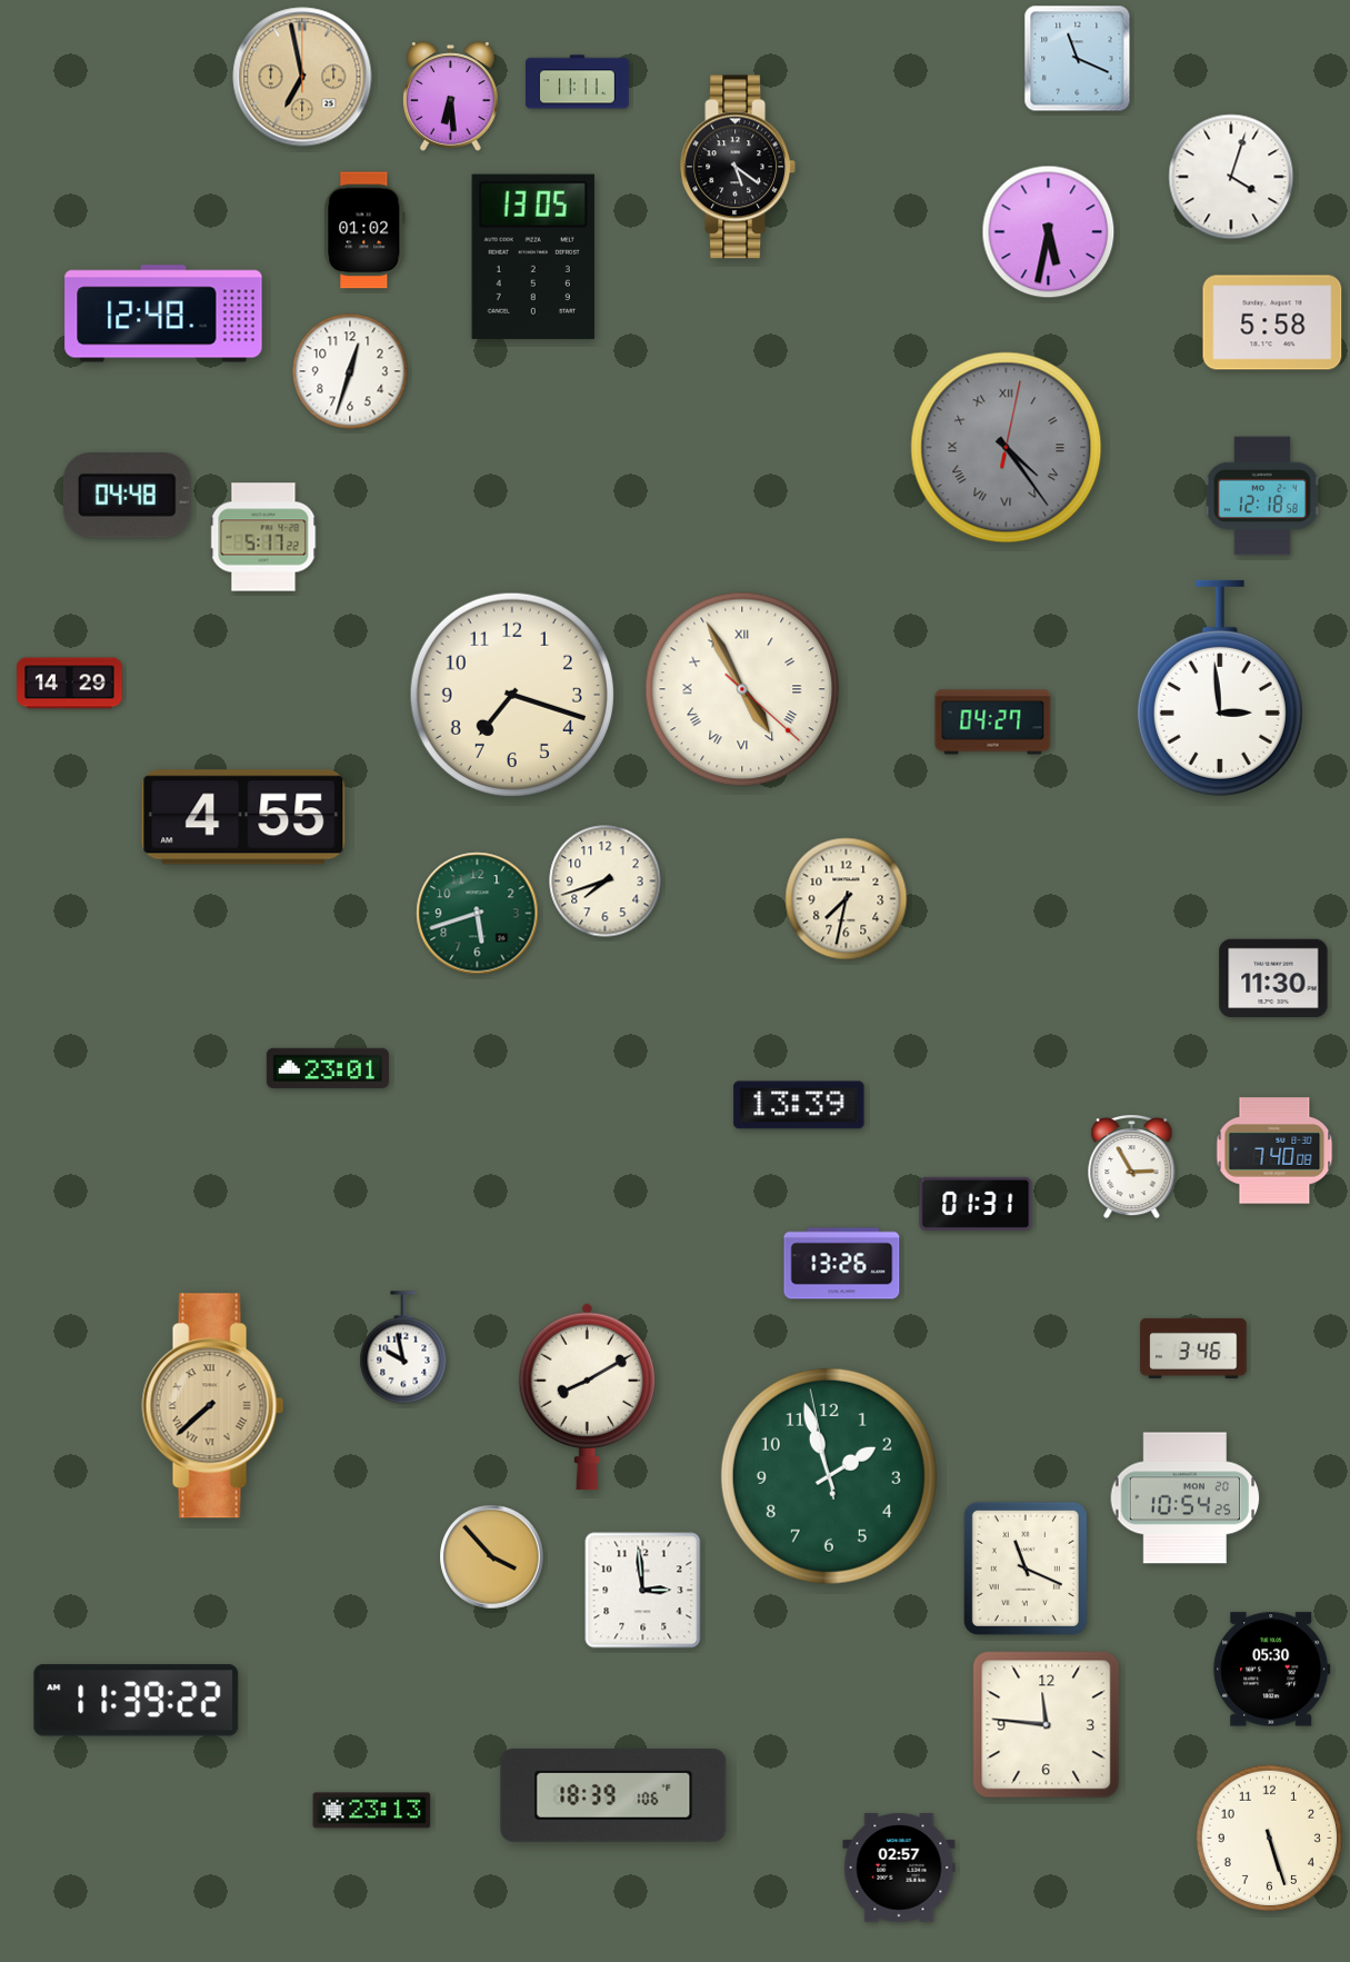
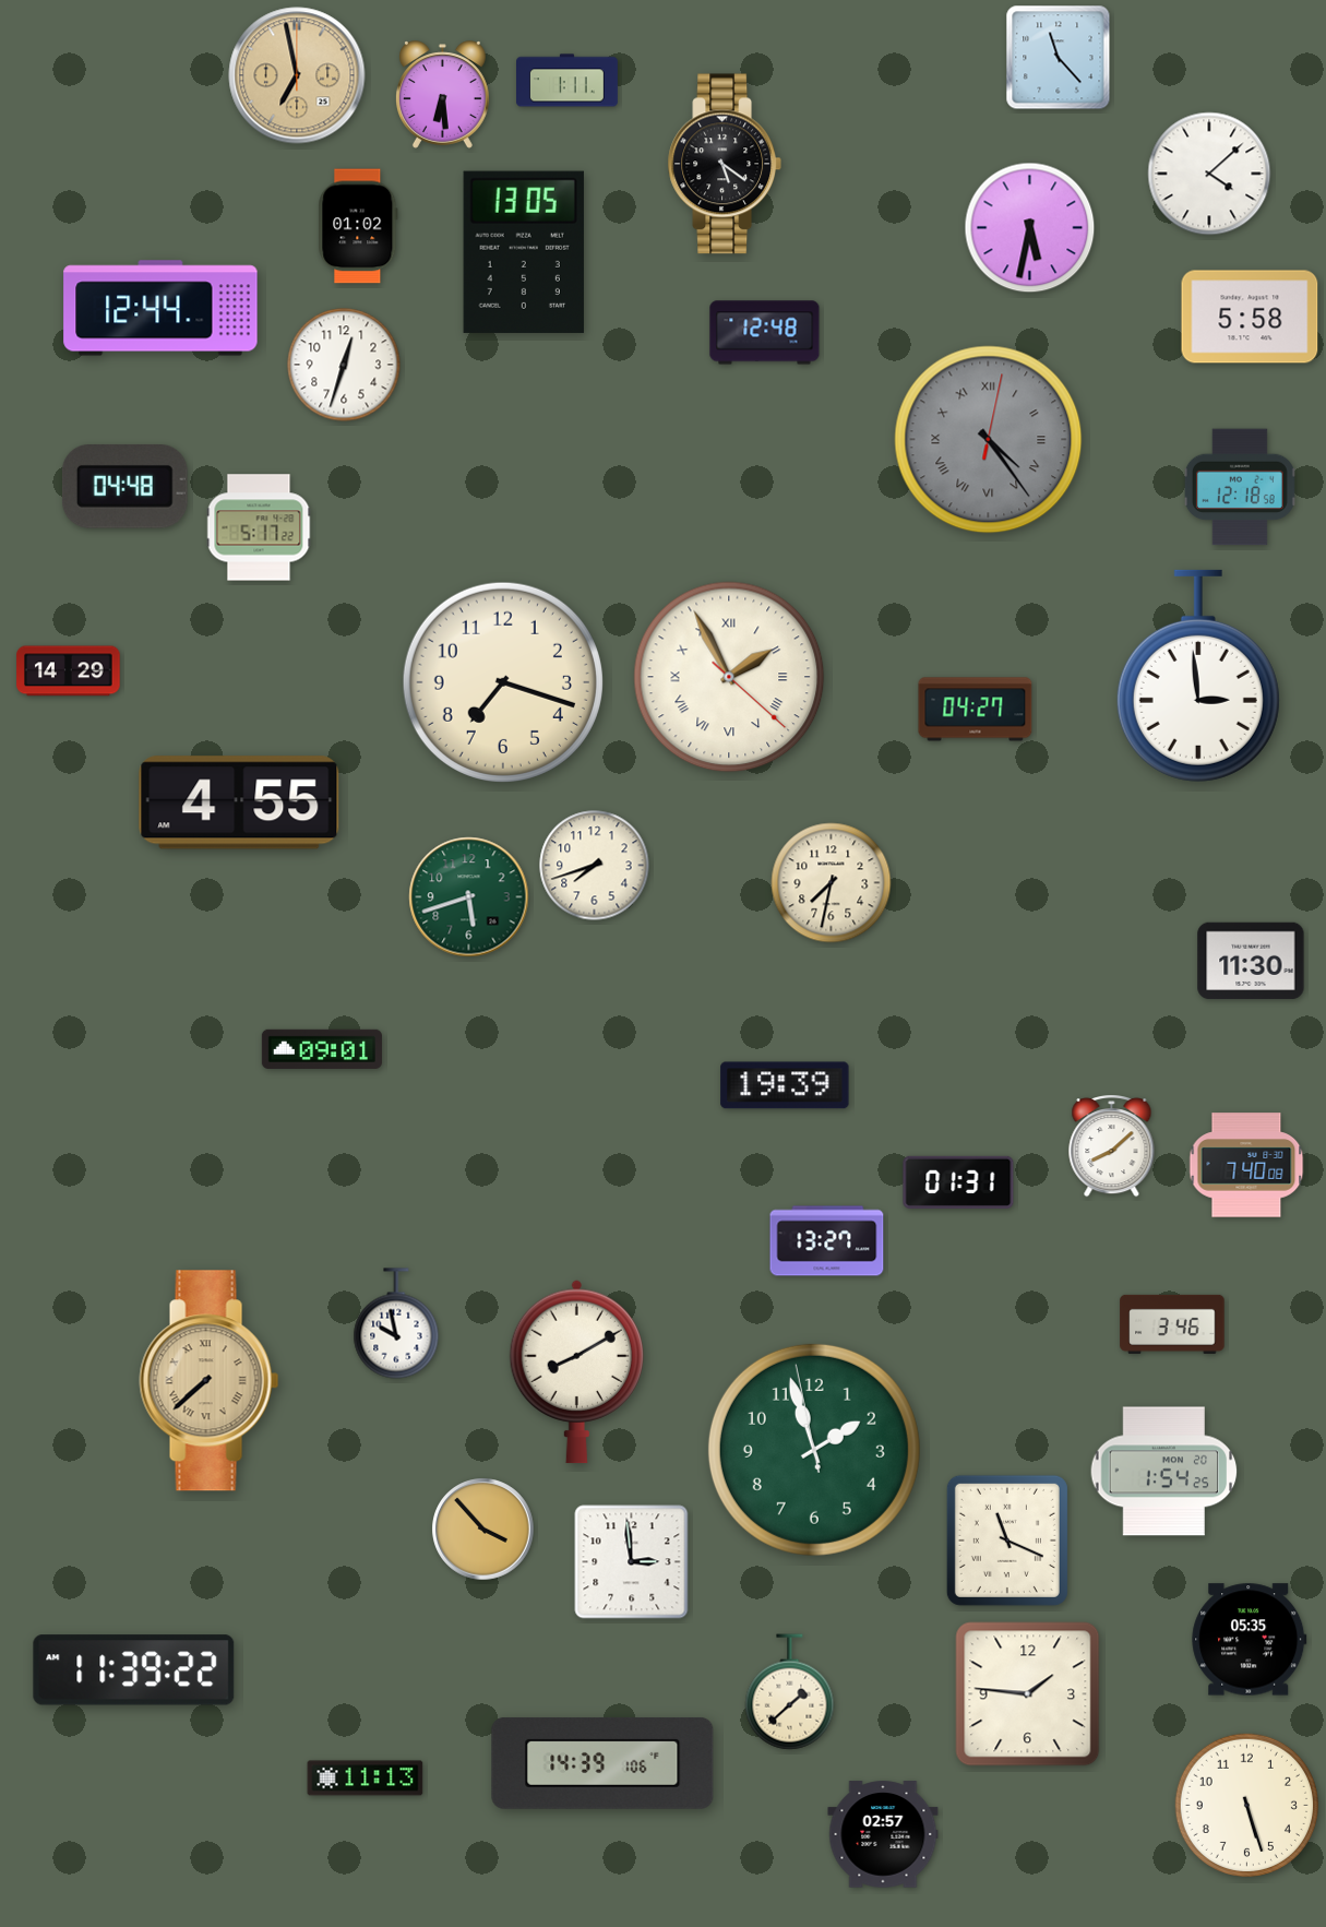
clock at (1078, 59): 11:19 -> 11:23
clock at (578, 82): 11:11 -> 1:11
clock at (1231, 177): 4:03 -> 4:08
clock at (163, 313): 12:48 -> 12:44
clock at (765, 333): none -> 12:48
clock at (742, 689): 4:55 -> 1:55
clock at (328, 1068): 23:01 -> 09:01
clock at (799, 1105): 13:39 -> 19:39
clock at (1274, 1151) position: (1274, 1151) -> (1246, 1165)
clock at (1132, 1166): 2:55 -> 8:08
clock at (842, 1264): 13:26 -> 13:27
clock at (1186, 1498): 10:54 -> 1:54
clock at (1272, 1670): 05:30 -> 05:35
clock at (790, 1692): none -> 1:38
clock at (1047, 1725): 11:46 -> 1:46
clock at (613, 1795): 18:39 -> 14:39
clock at (372, 1811): 23:13 -> 11:13
